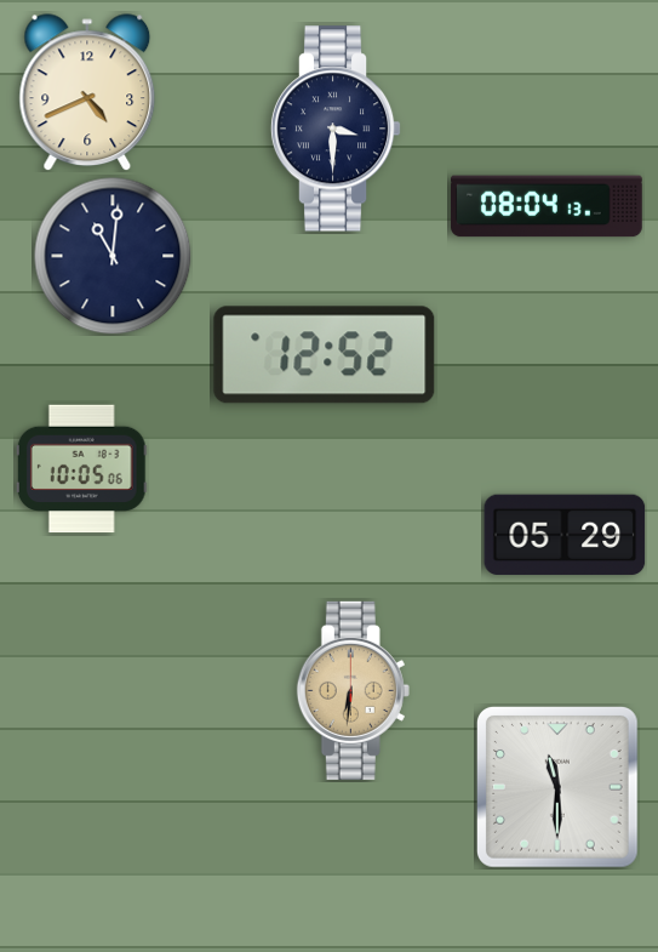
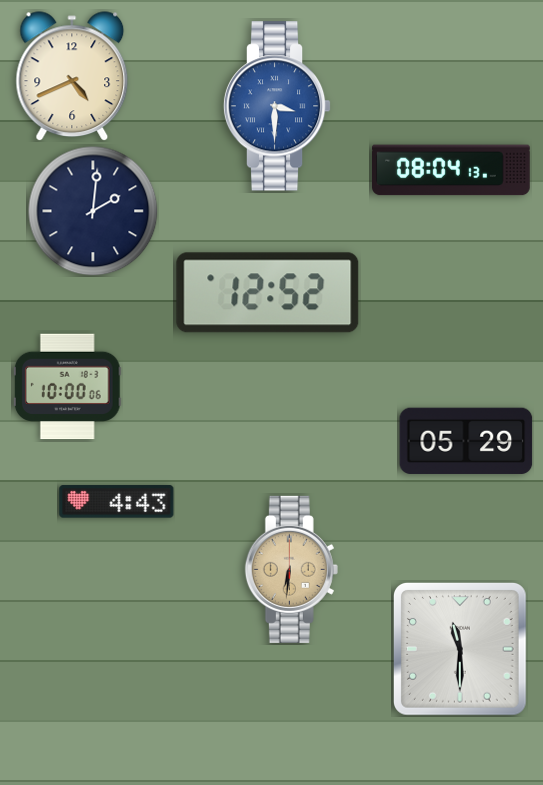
clock at (336, 129) dial: navy -> blue
clock at (113, 256): 11:01 -> 2:01
clock at (81, 469): 10:05 -> 10:00
clock at (117, 502): none -> 4:43
